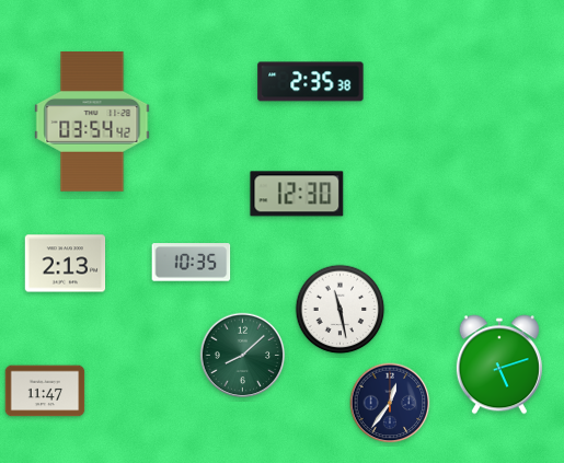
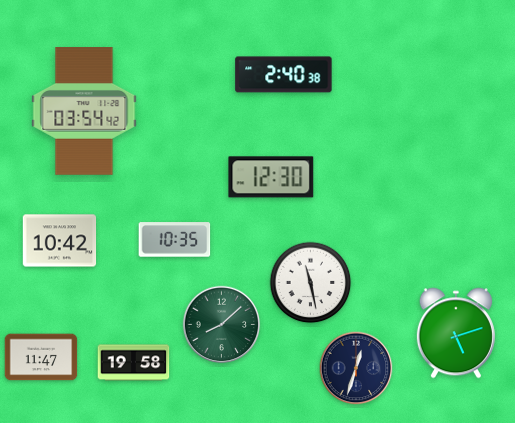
clock at (311, 82): 2:35 -> 2:40
clock at (66, 264): 2:13 -> 10:42
clock at (134, 363): none -> 19:58
clock at (390, 403): 12:36 -> 12:33
